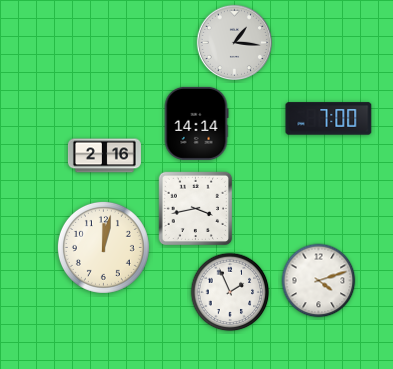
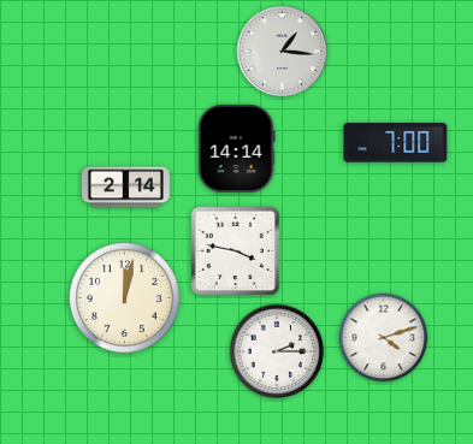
clock at (104, 156): 2:16 -> 2:14
clock at (196, 209): 3:43 -> 3:47
clock at (230, 292): 1:56 -> 2:15
